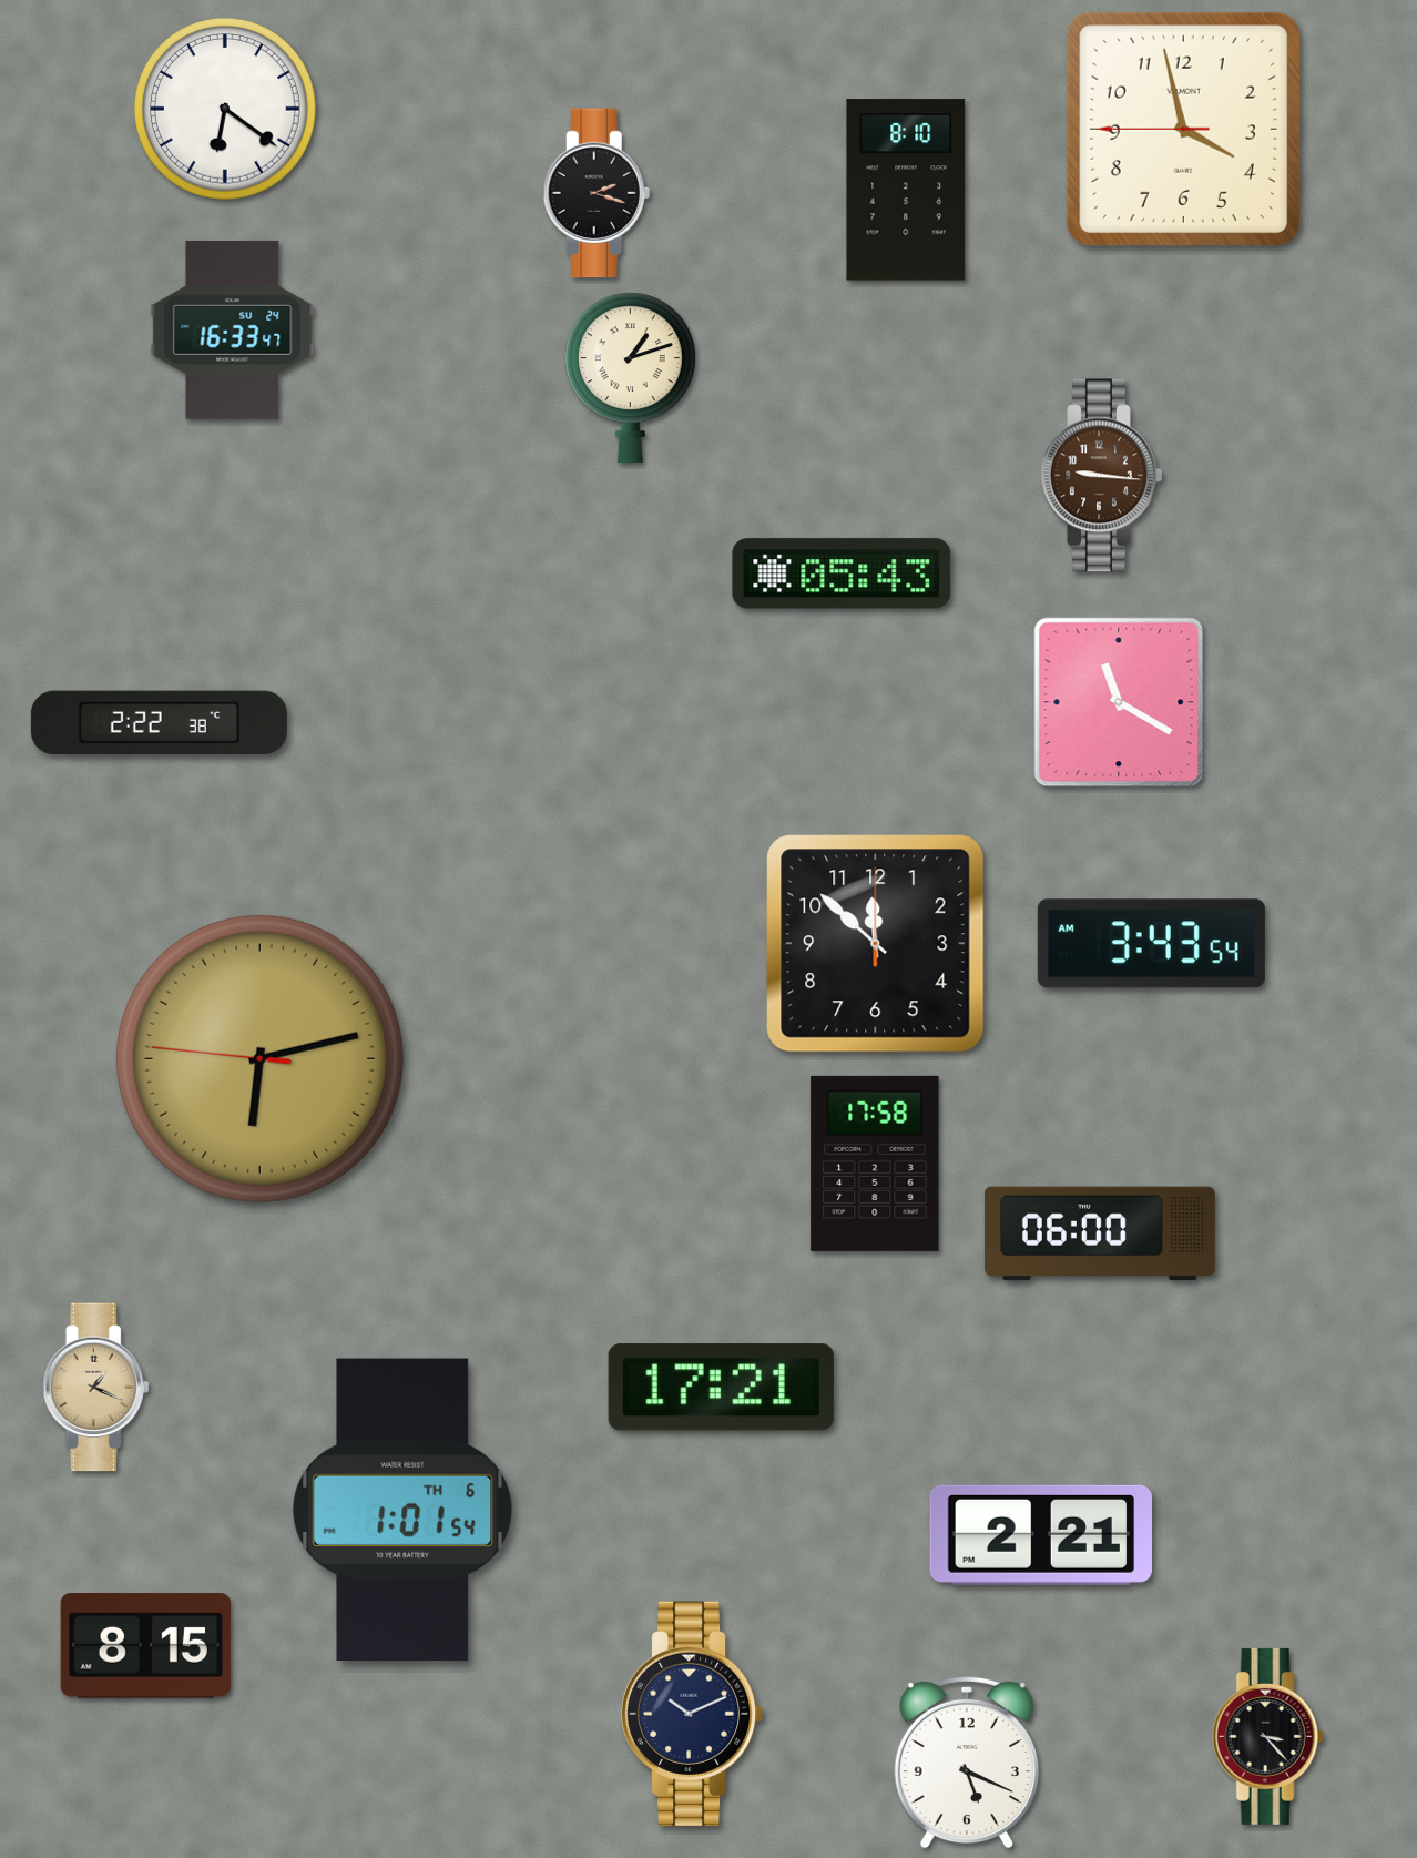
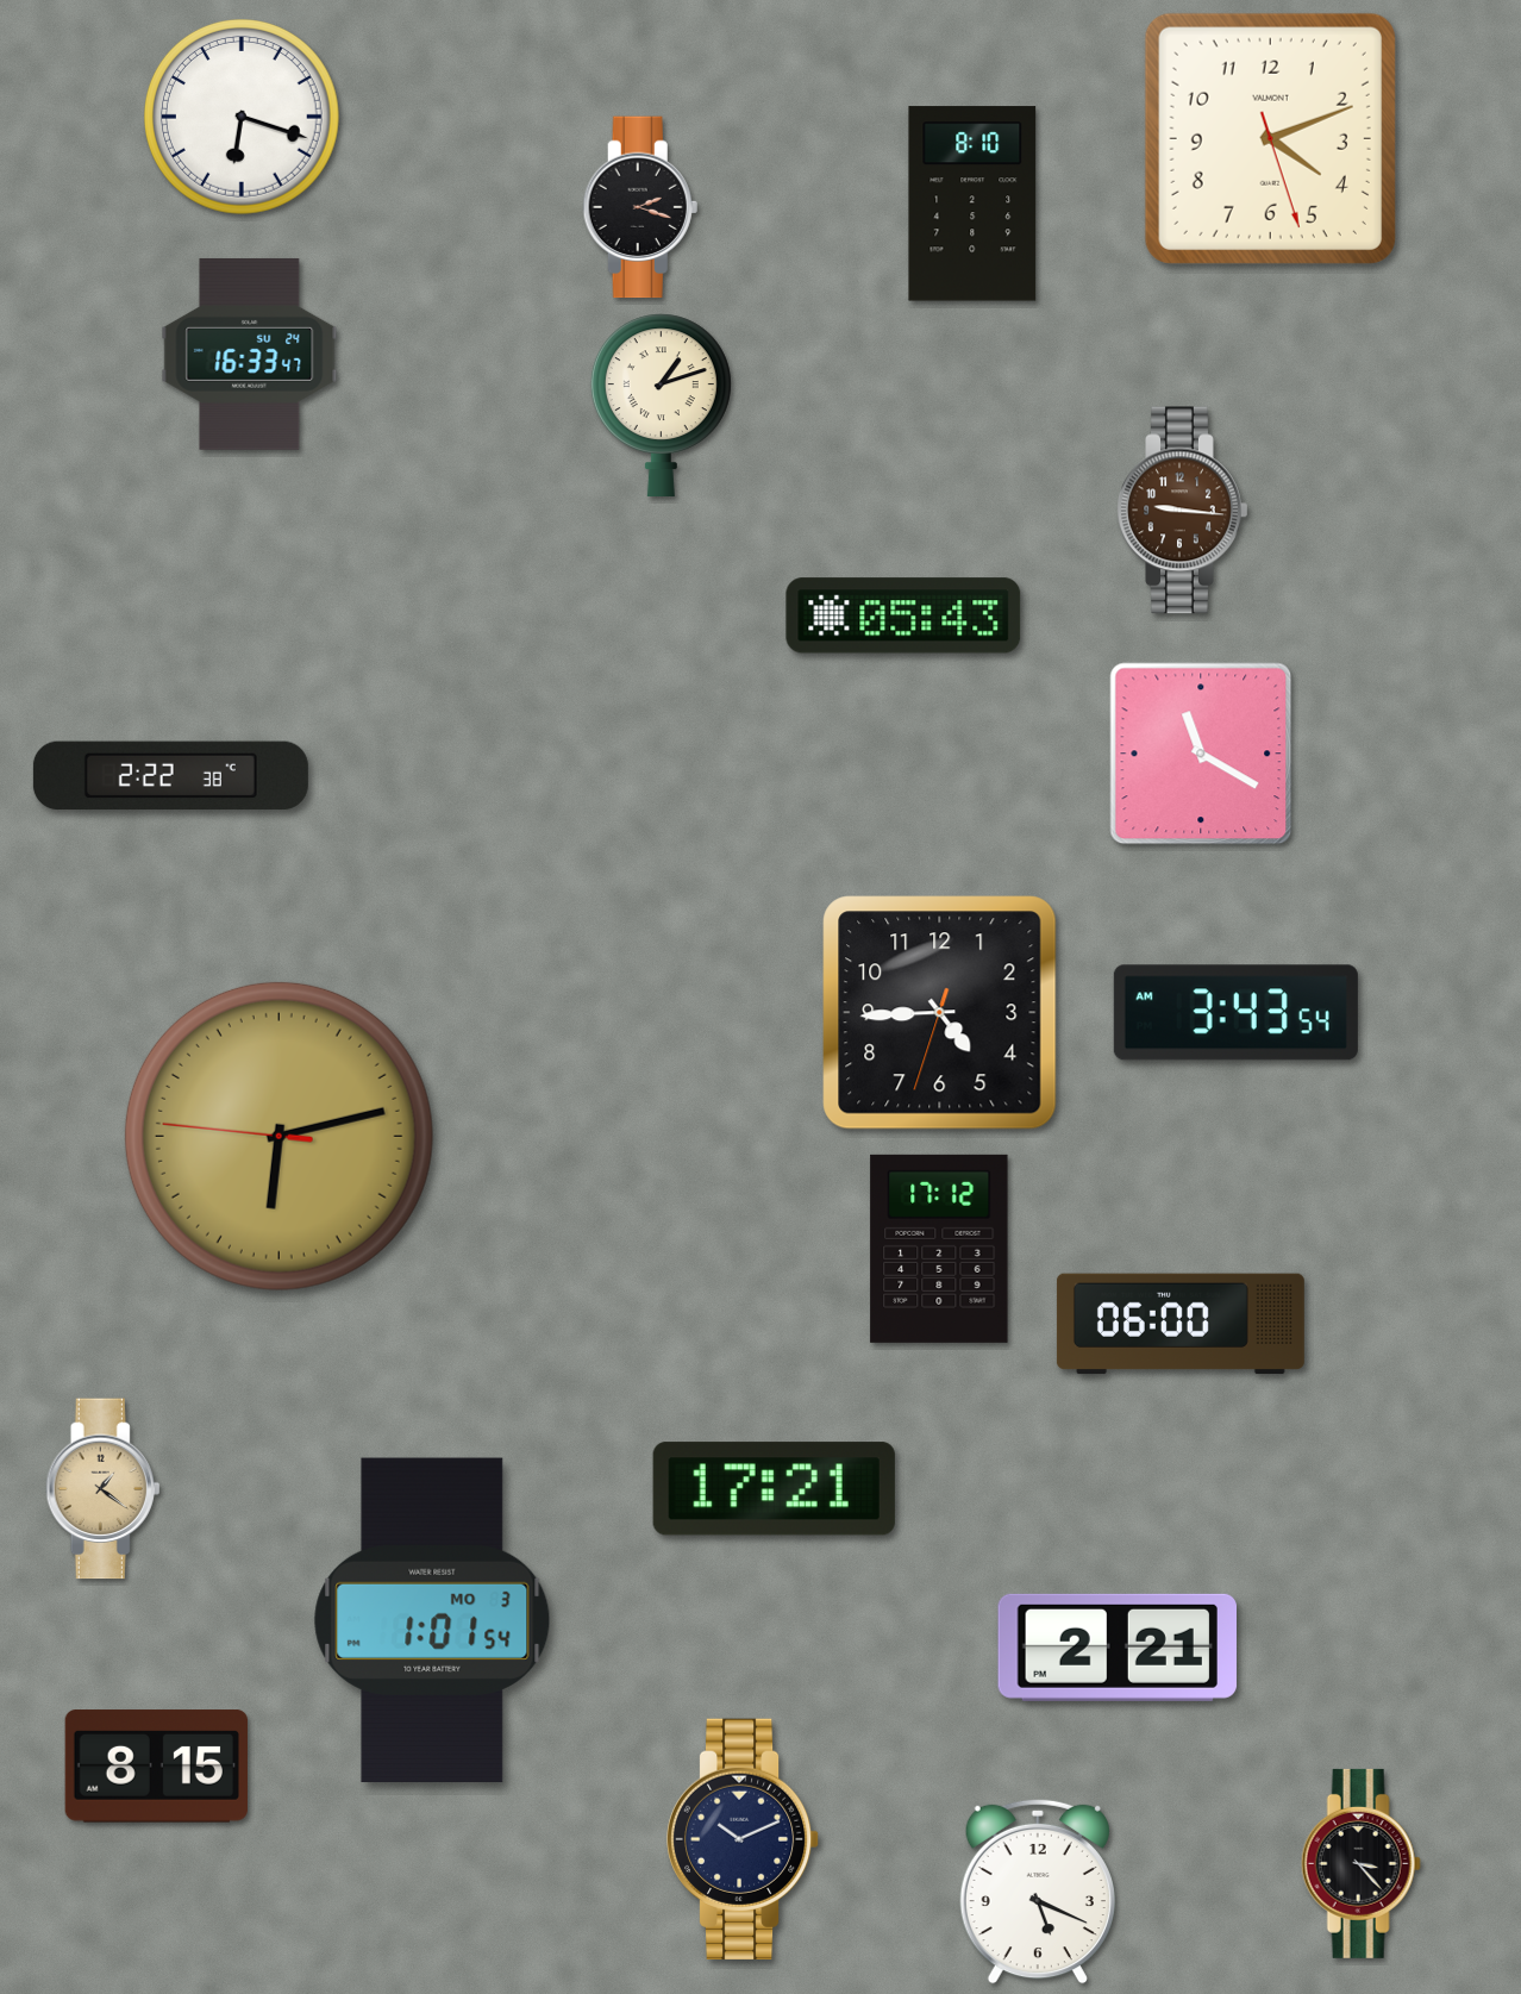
clock at (226, 110): 6:21 -> 6:18
clock at (1183, 129): 3:57 -> 4:11
clock at (630, 377) position: (630, 377) -> (661, 405)
clock at (876, 944): 11:52 -> 4:44
clock at (875, 1164): 17:58 -> 17:12
clock at (96, 1388): 1:19 -> 1:21
clock at (402, 1510) date: TH 6 -> MO 3
